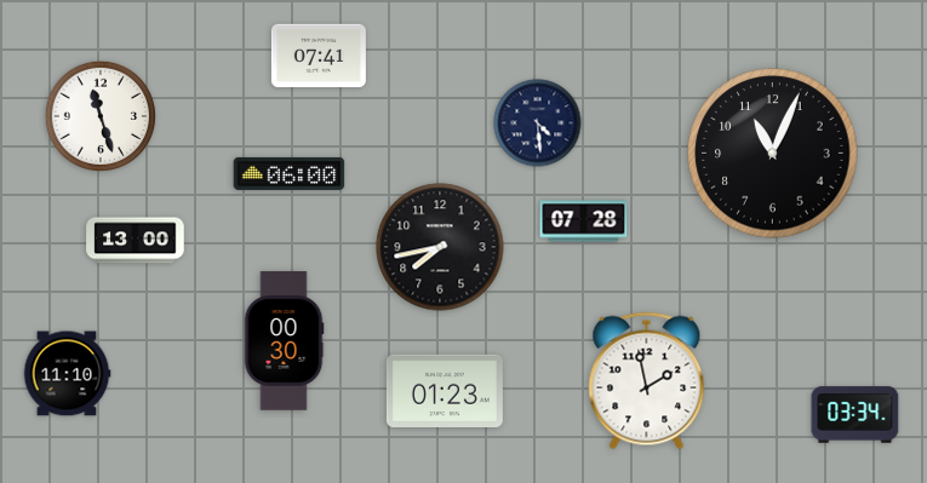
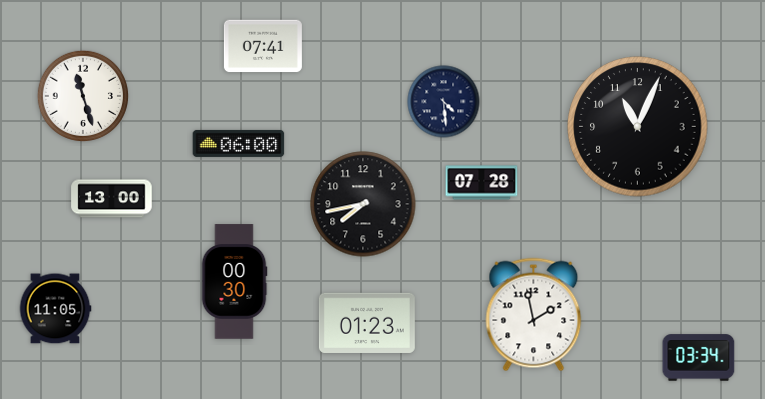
clock at (67, 374): 11:10 -> 11:05
clock at (856, 415) position: (856, 415) -> (699, 358)
